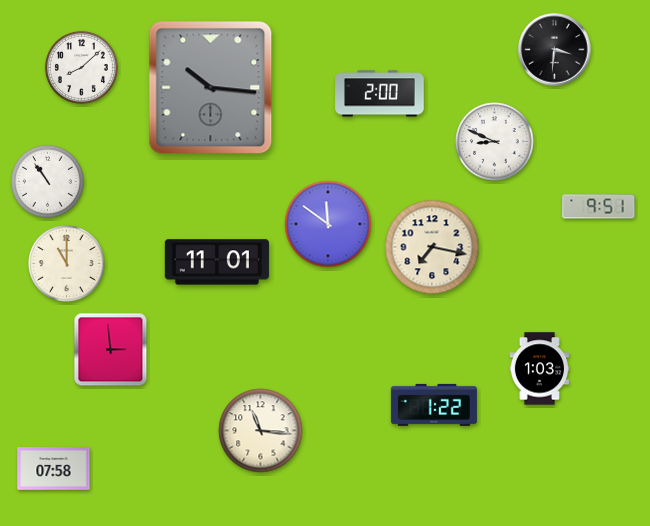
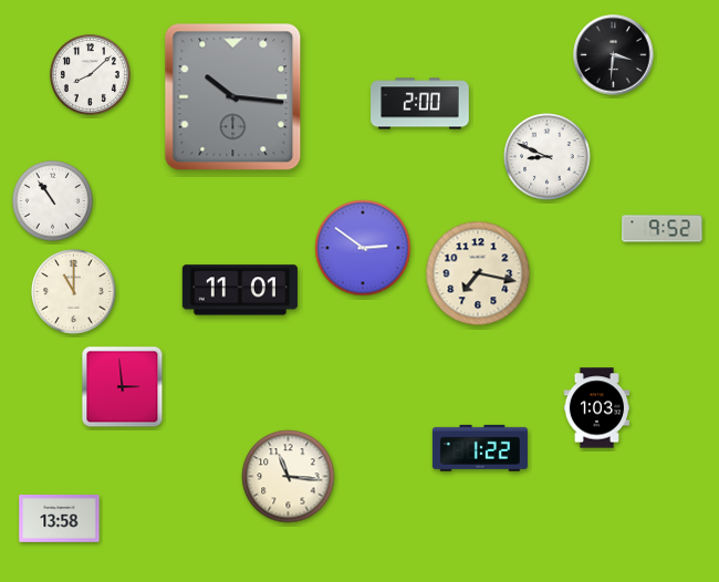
clock at (599, 207): 9:51 -> 9:52
clock at (328, 224): 11:51 -> 2:51
clock at (54, 469): 07:58 -> 13:58
